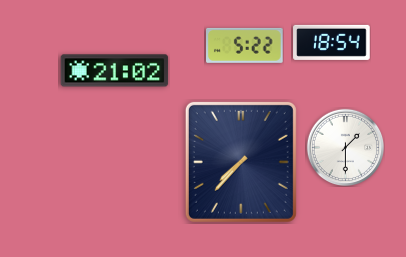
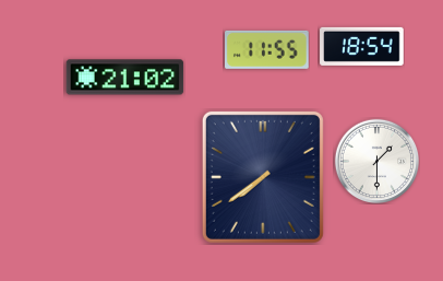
clock at (245, 45): 5:22 -> 11:55
clock at (241, 162): 7:37 -> 7:39
